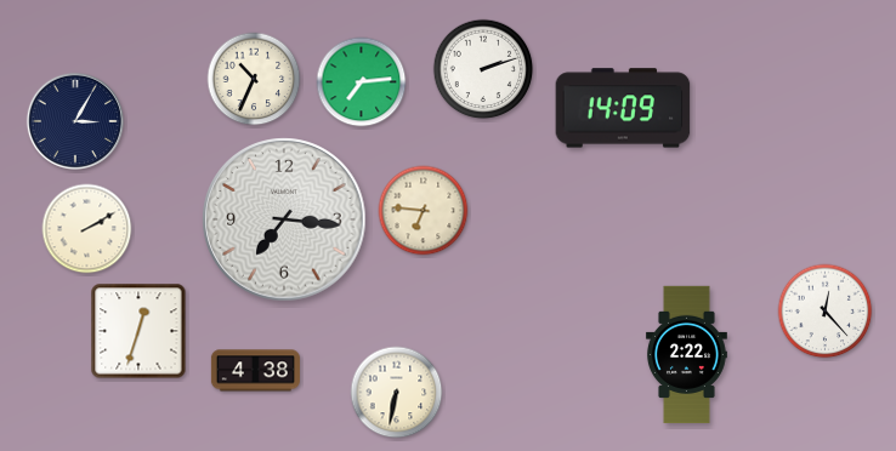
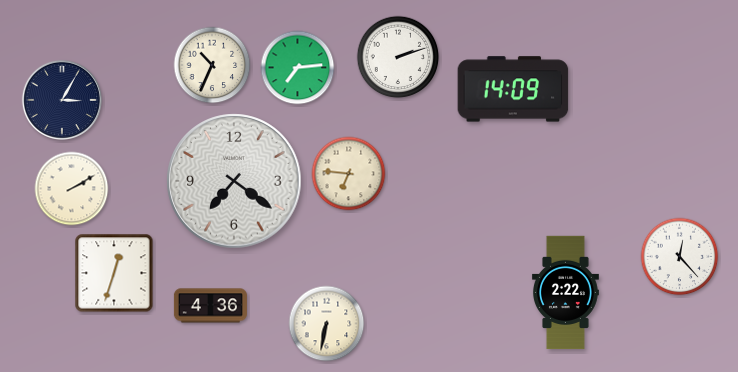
clock at (254, 79) position: (254, 79) -> (212, 65)
clock at (284, 219): 7:16 -> 7:21
clock at (255, 371): 4:38 -> 4:36
